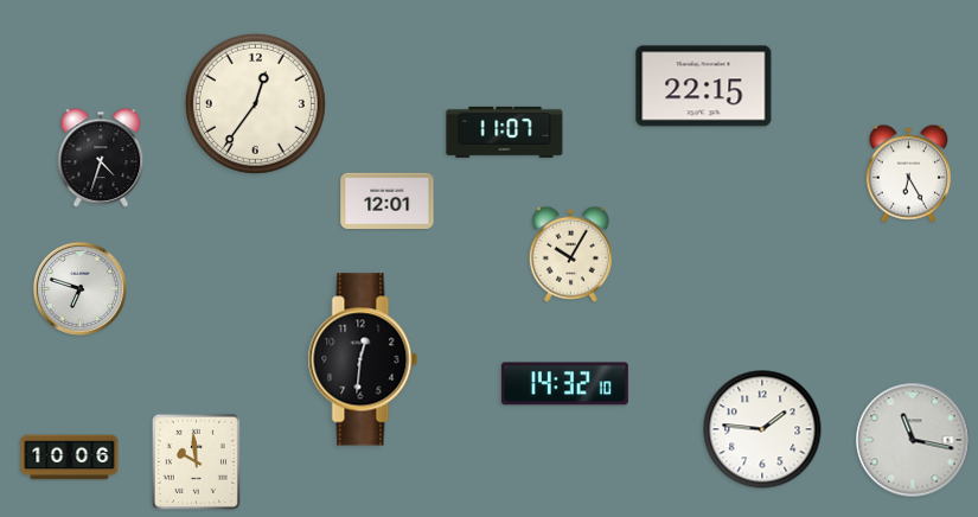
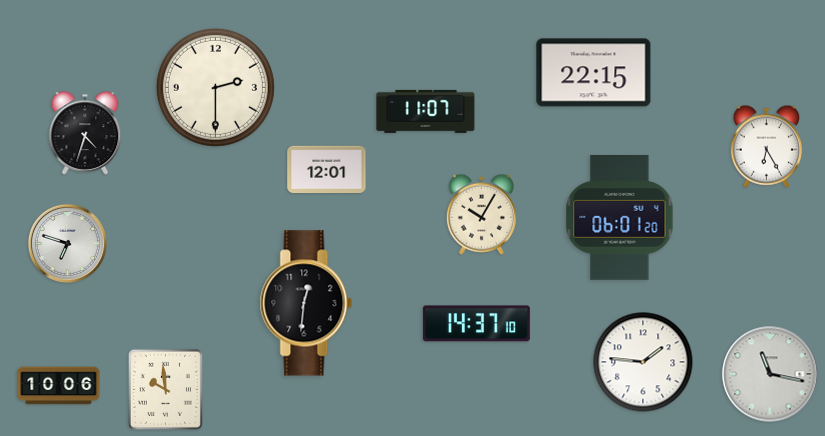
clock at (255, 103): 12:36 -> 2:30
clock at (620, 218): none -> 06:01
clock at (564, 384): 14:32 -> 14:37
clock at (913, 440) position: (913, 440) -> (770, 374)
